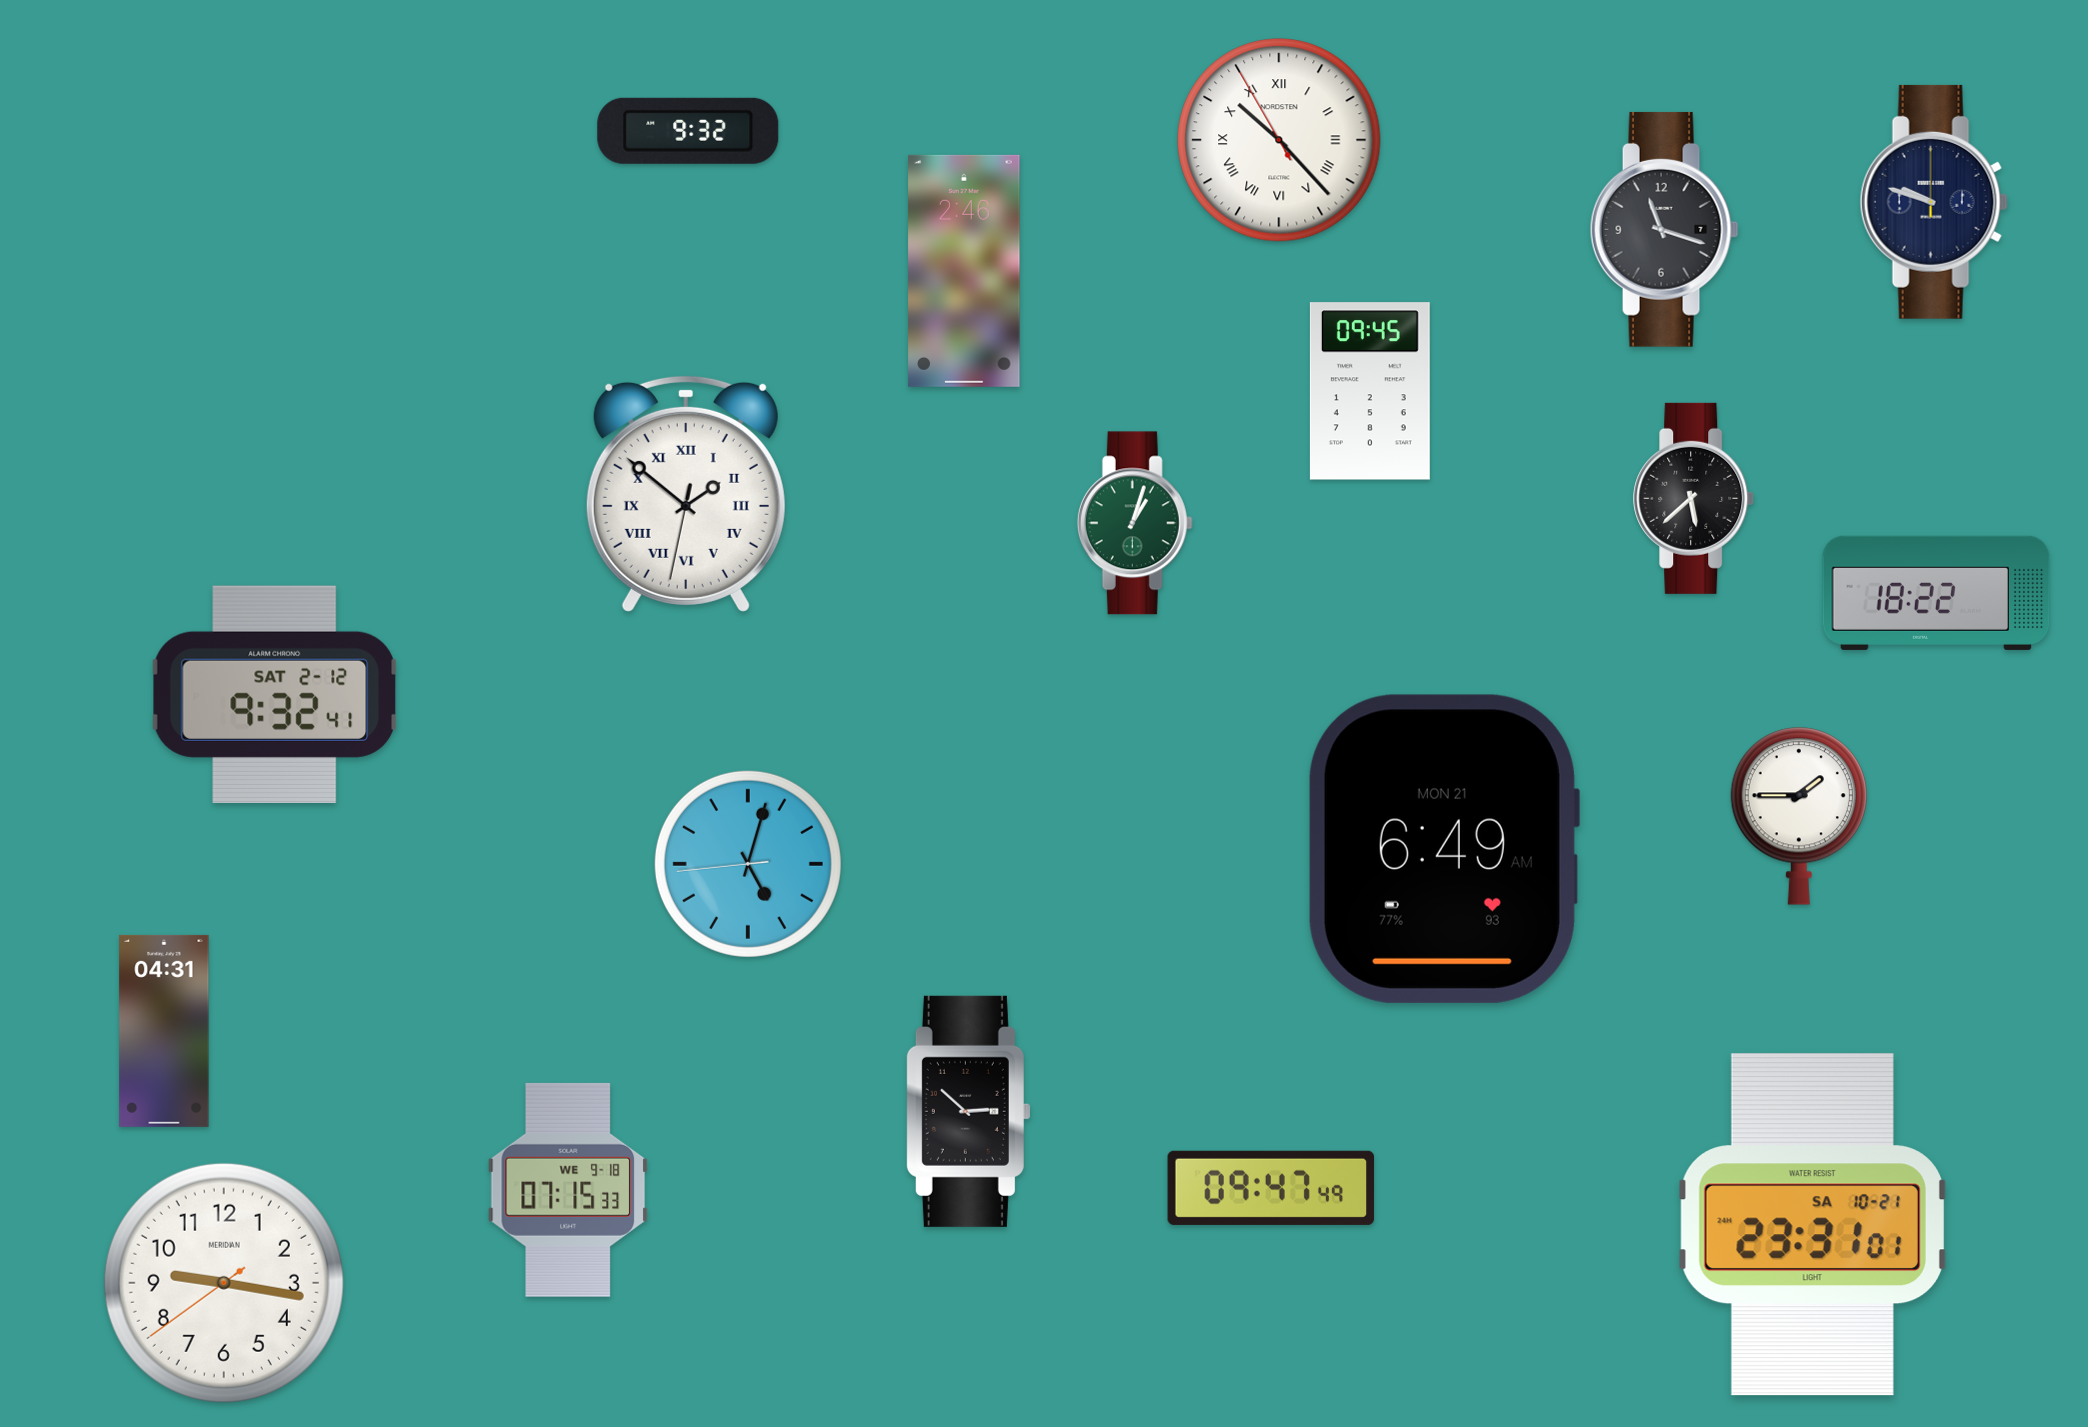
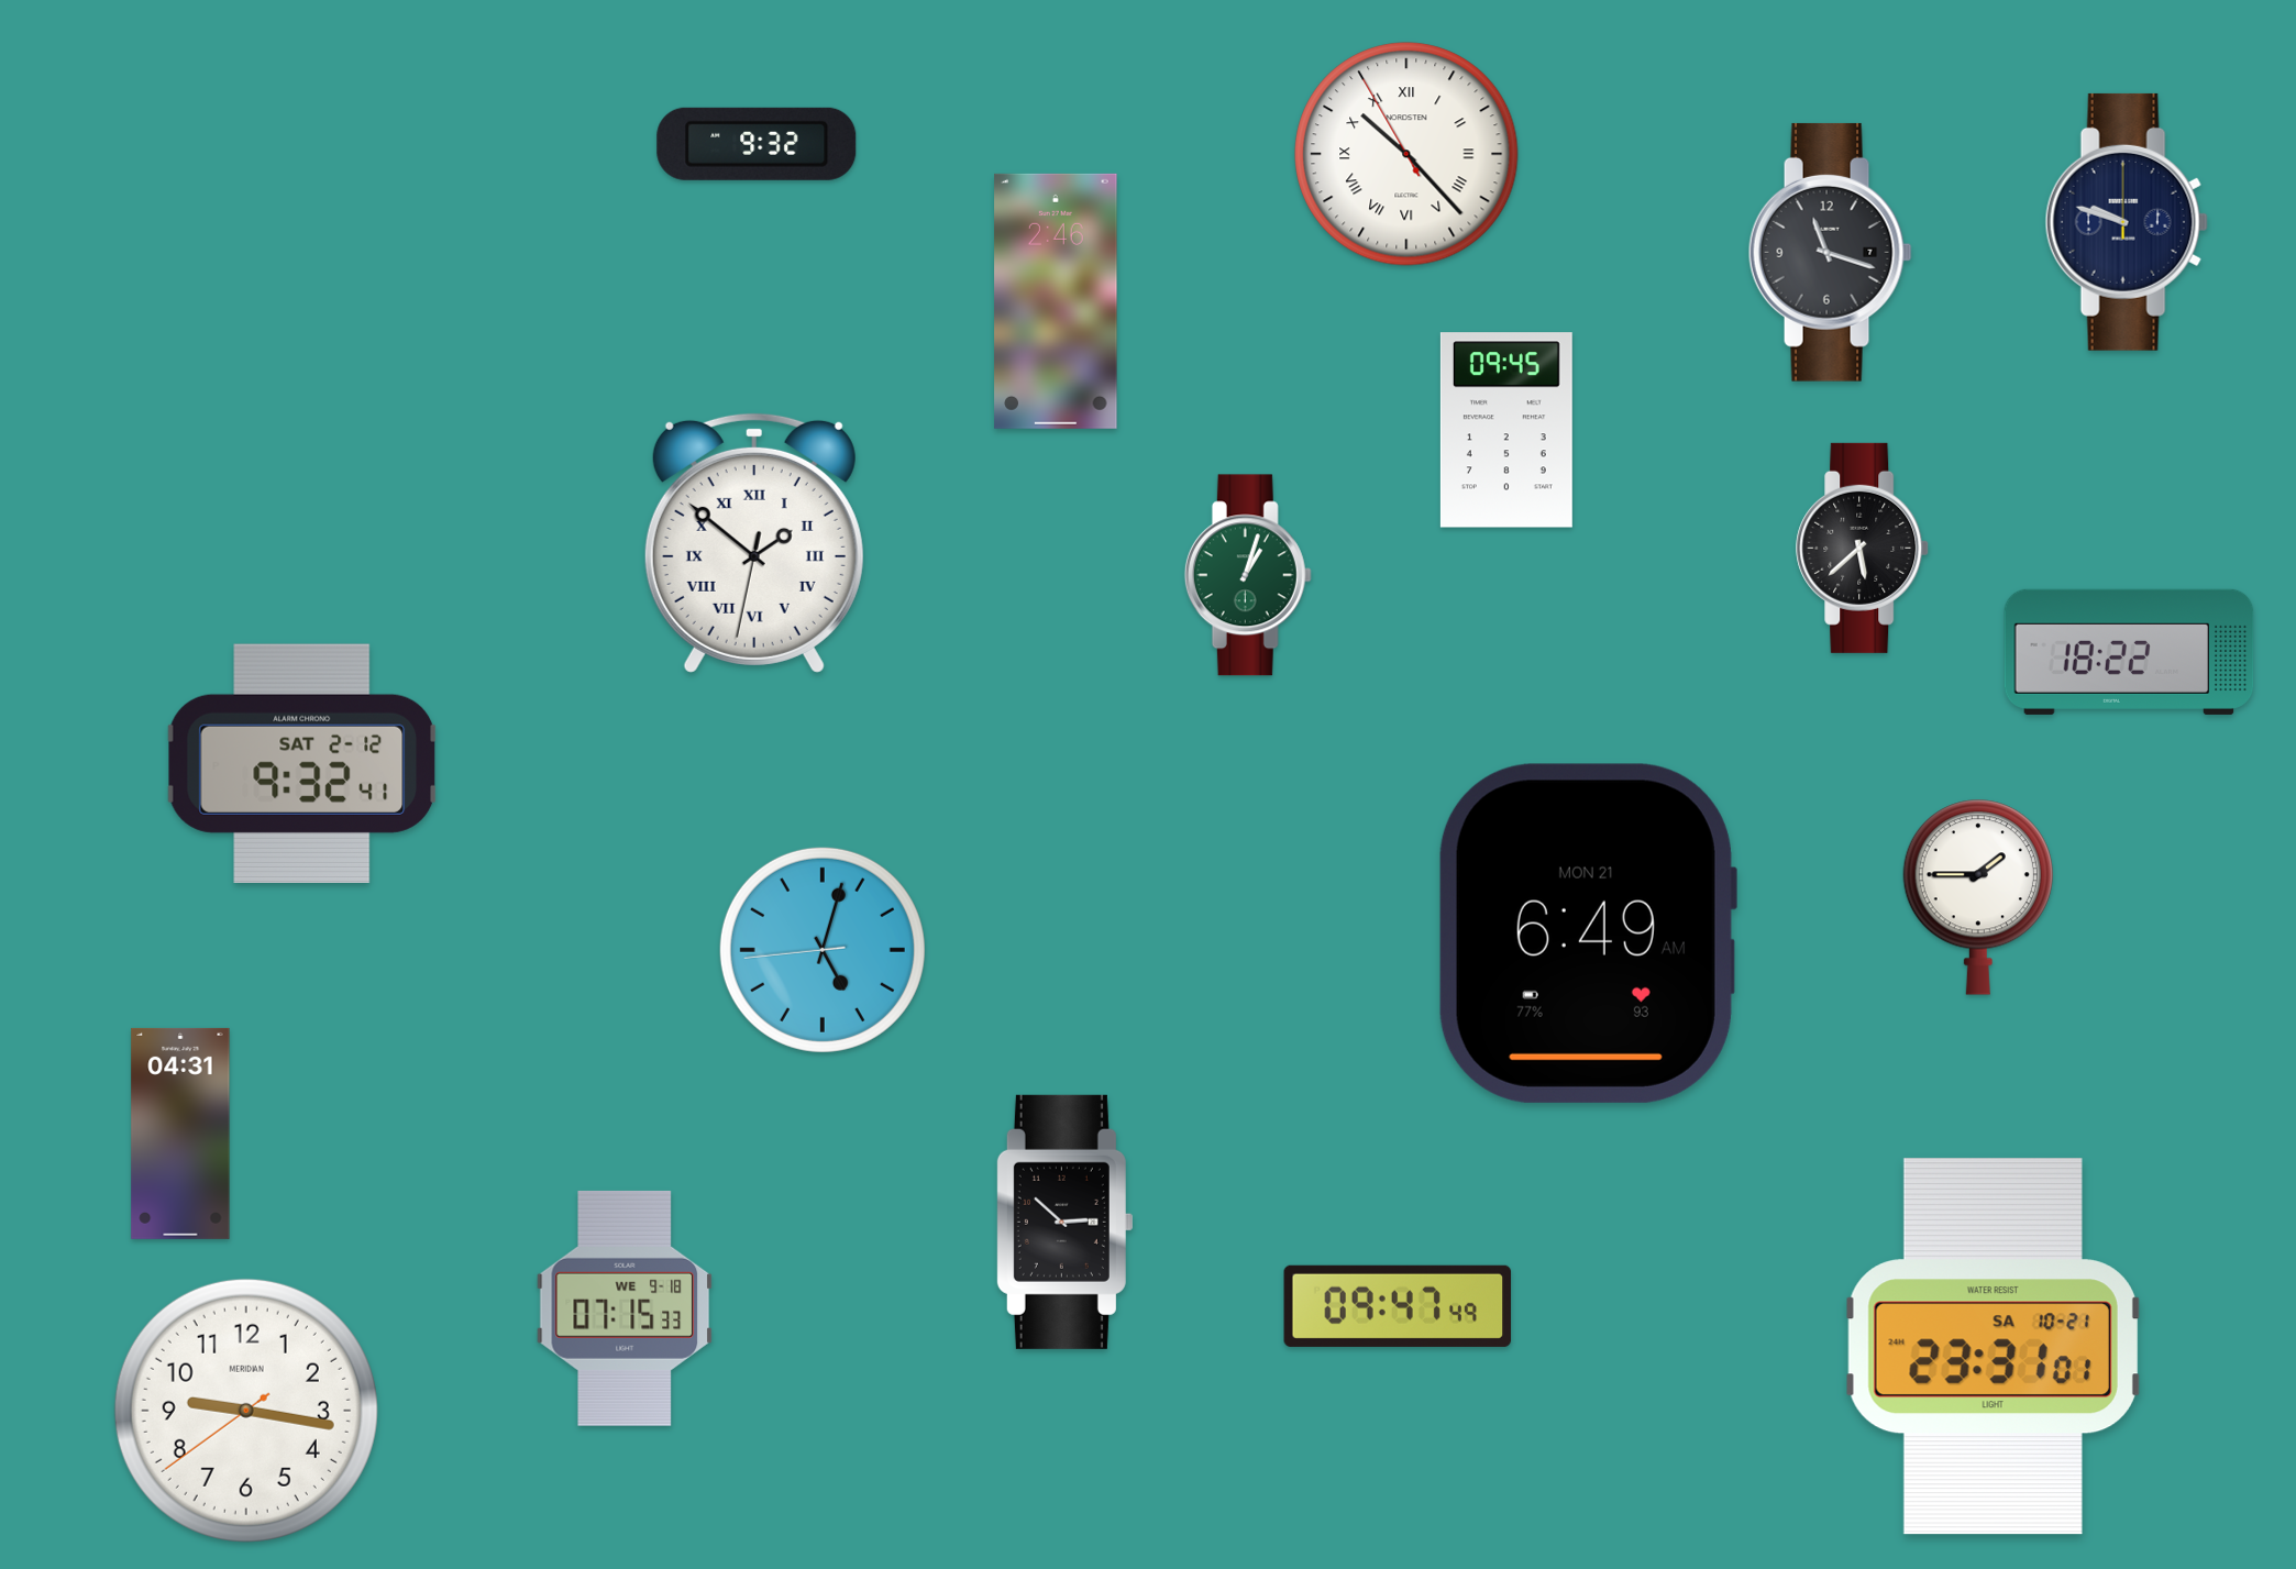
clock at (964, 271) position: (964, 271) -> (1056, 301)
